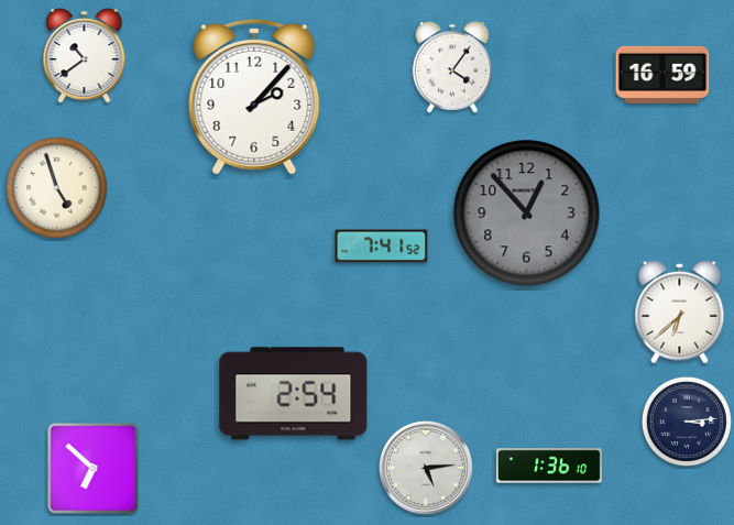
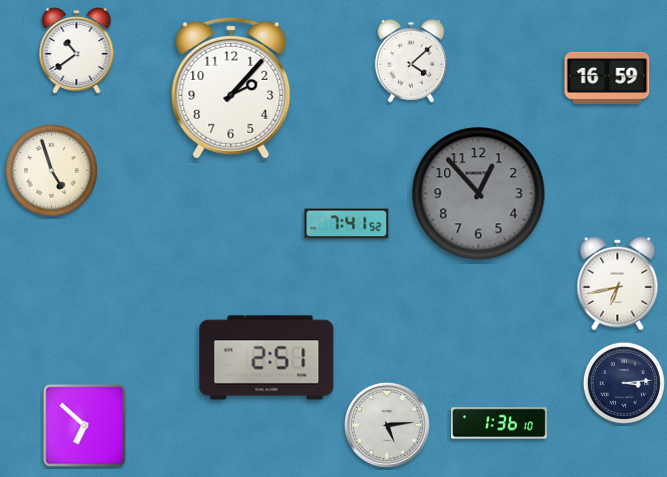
clock at (452, 67): 4:06 -> 4:08
clock at (662, 75) position: (662, 75) -> (607, 78)
clock at (680, 313): 6:38 -> 6:43
clock at (294, 394): 2:54 -> 2:51
